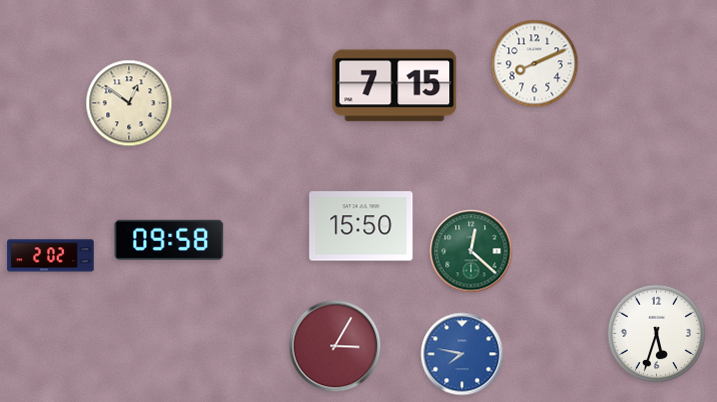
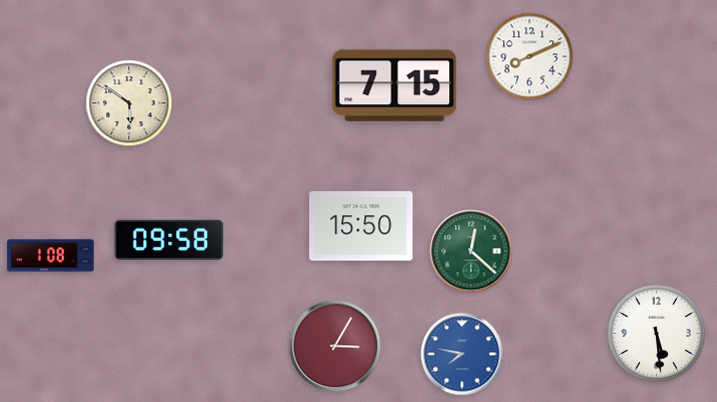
clock at (535, 64) position: (535, 64) -> (530, 57)
clock at (129, 103): 12:51 -> 5:51
clock at (51, 256): 2:02 -> 1:08
clock at (657, 334): 5:33 -> 5:29
